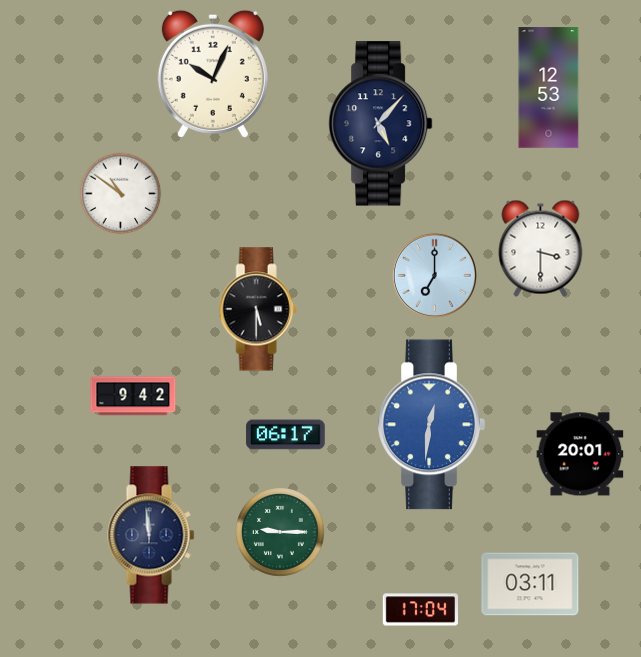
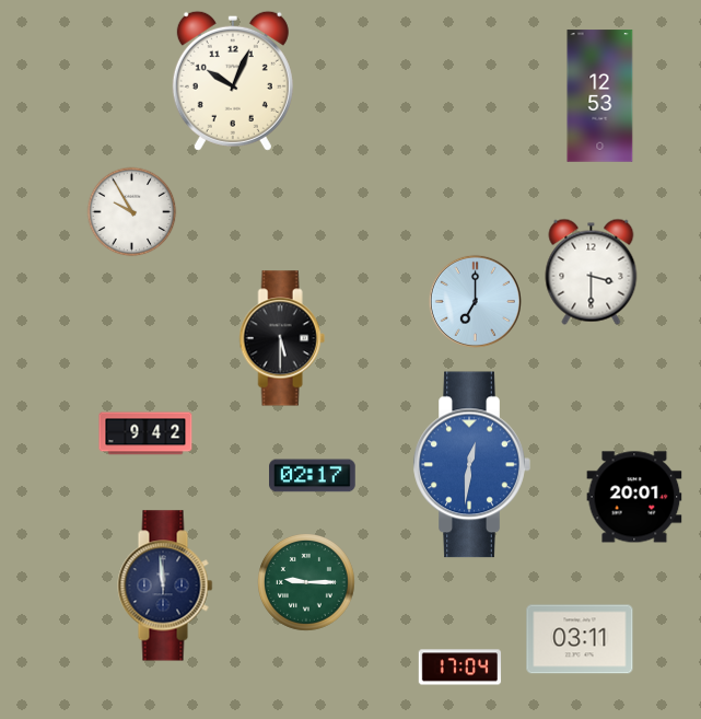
clock at (380, 124): 5:07 -> none
clock at (121, 194): 10:51 -> 9:55
clock at (286, 435): 06:17 -> 02:17
